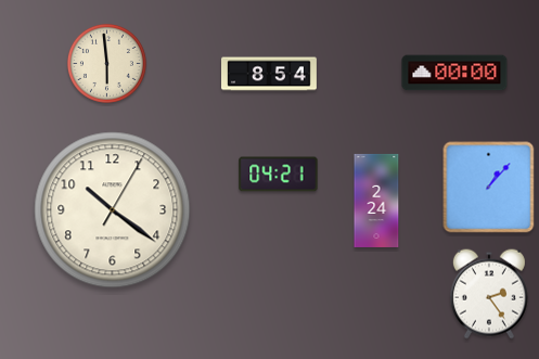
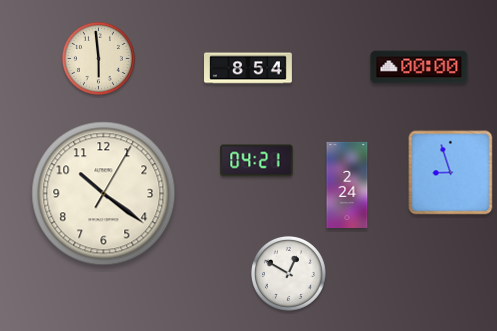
clock at (489, 188): 1:07 -> 8:57
clock at (489, 294): 2:24 -> none
clock at (288, 273): none -> 12:50
